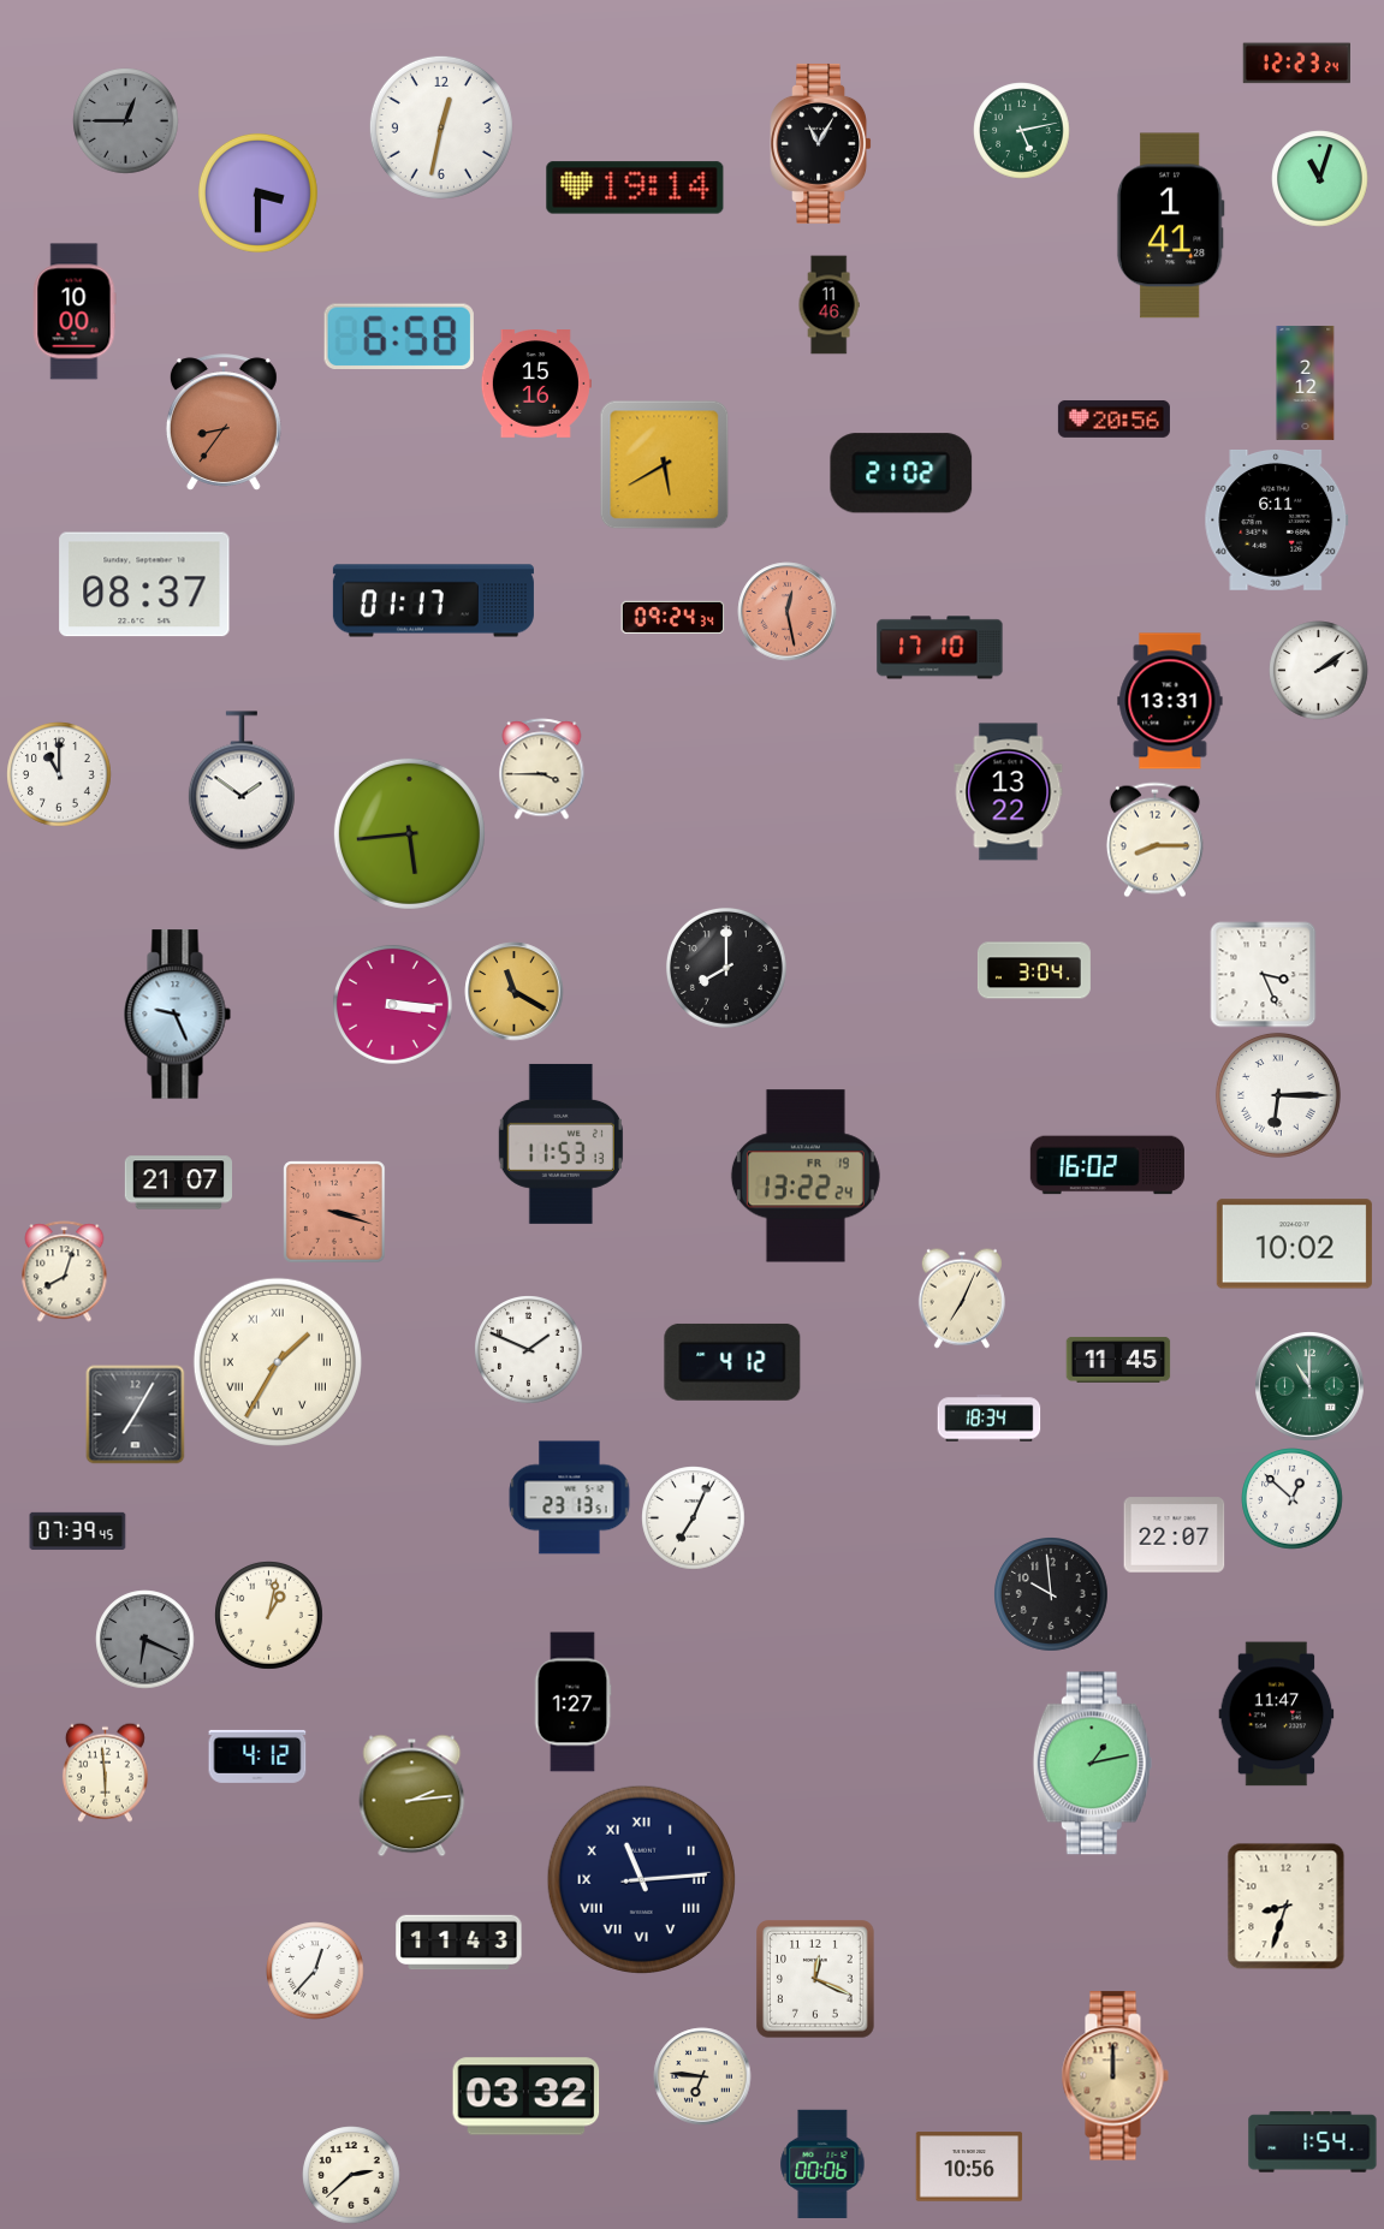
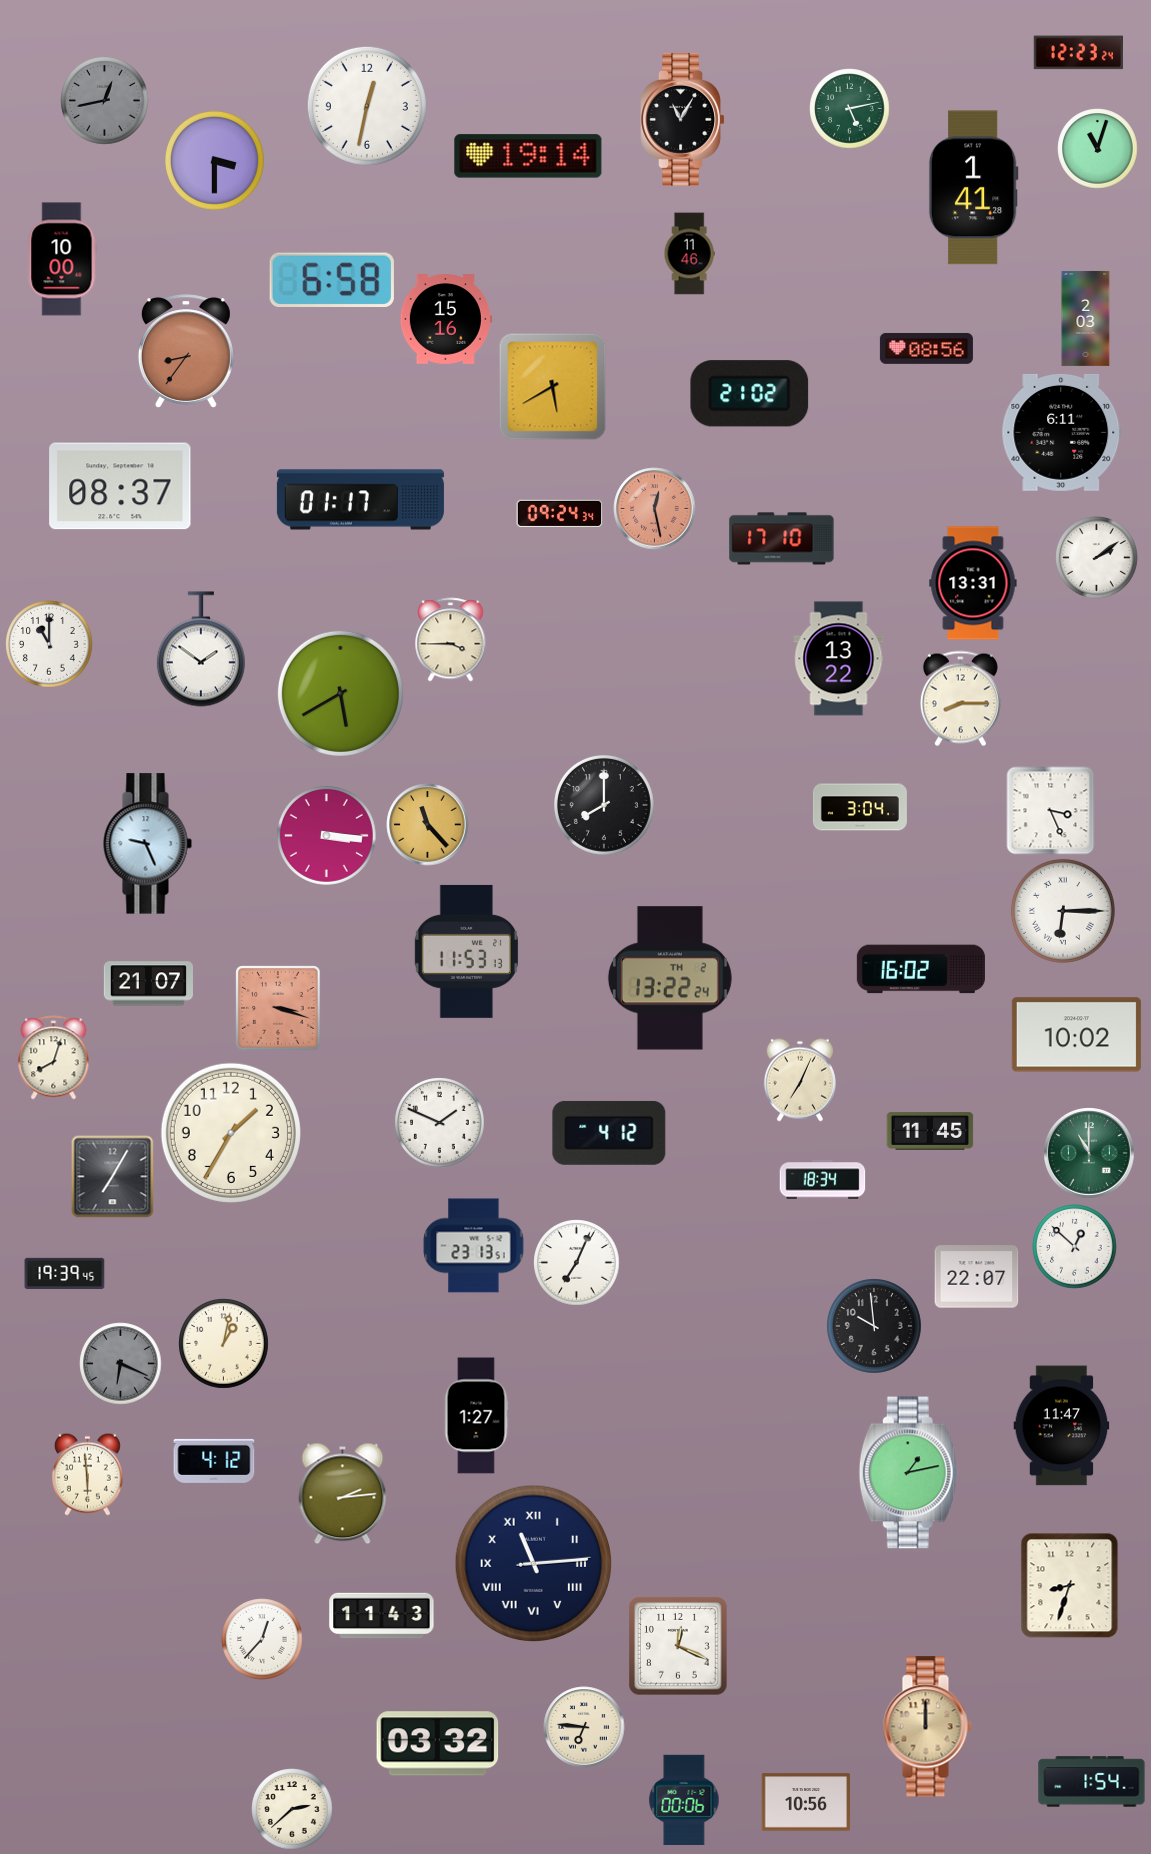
clock at (126, 121): 12:45 -> 12:43
clock at (1306, 382): 2:12 -> 2:03
clock at (1113, 418): 20:56 -> 08:56
clock at (409, 833): 5:44 -> 5:40
clock at (515, 992): 11:20 -> 11:23
clock at (806, 1176) date: FR 19 -> TH 2
clock at (278, 1362) numerals: Roman -> Arabic
clock at (78, 1532): 07:39 -> 19:39
clock at (1092, 1764) position: (1092, 1764) -> (908, 1473)
